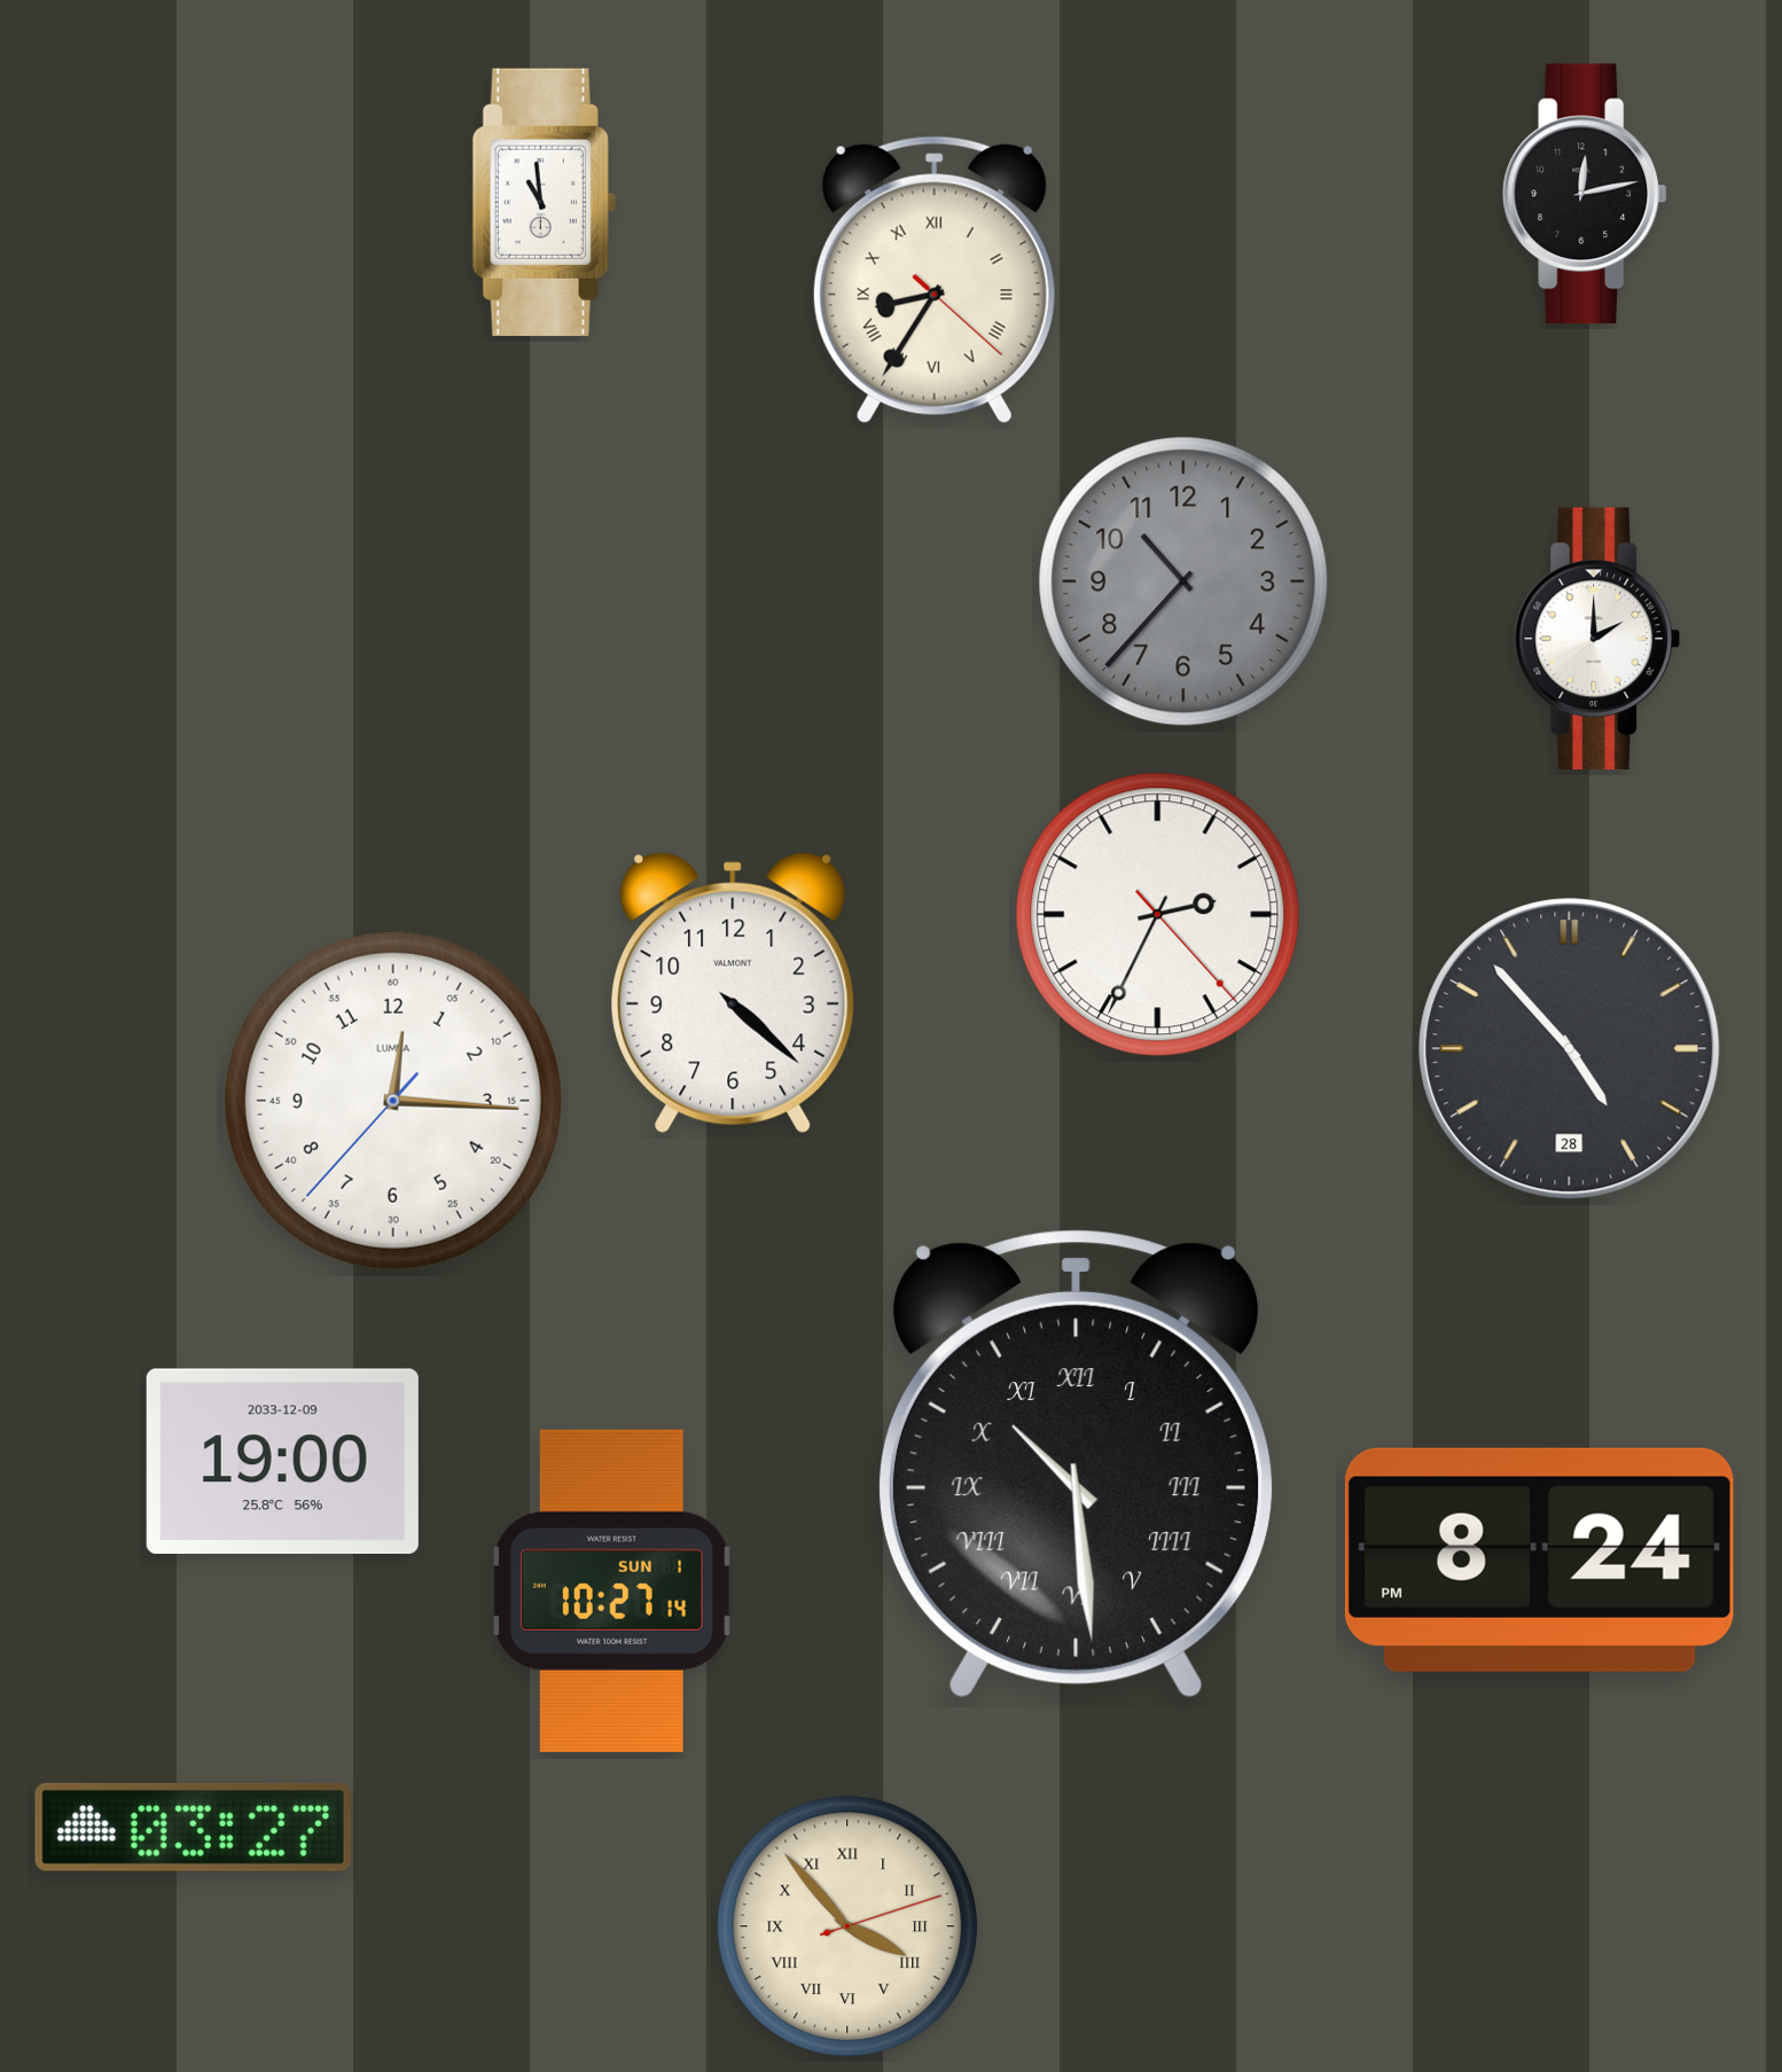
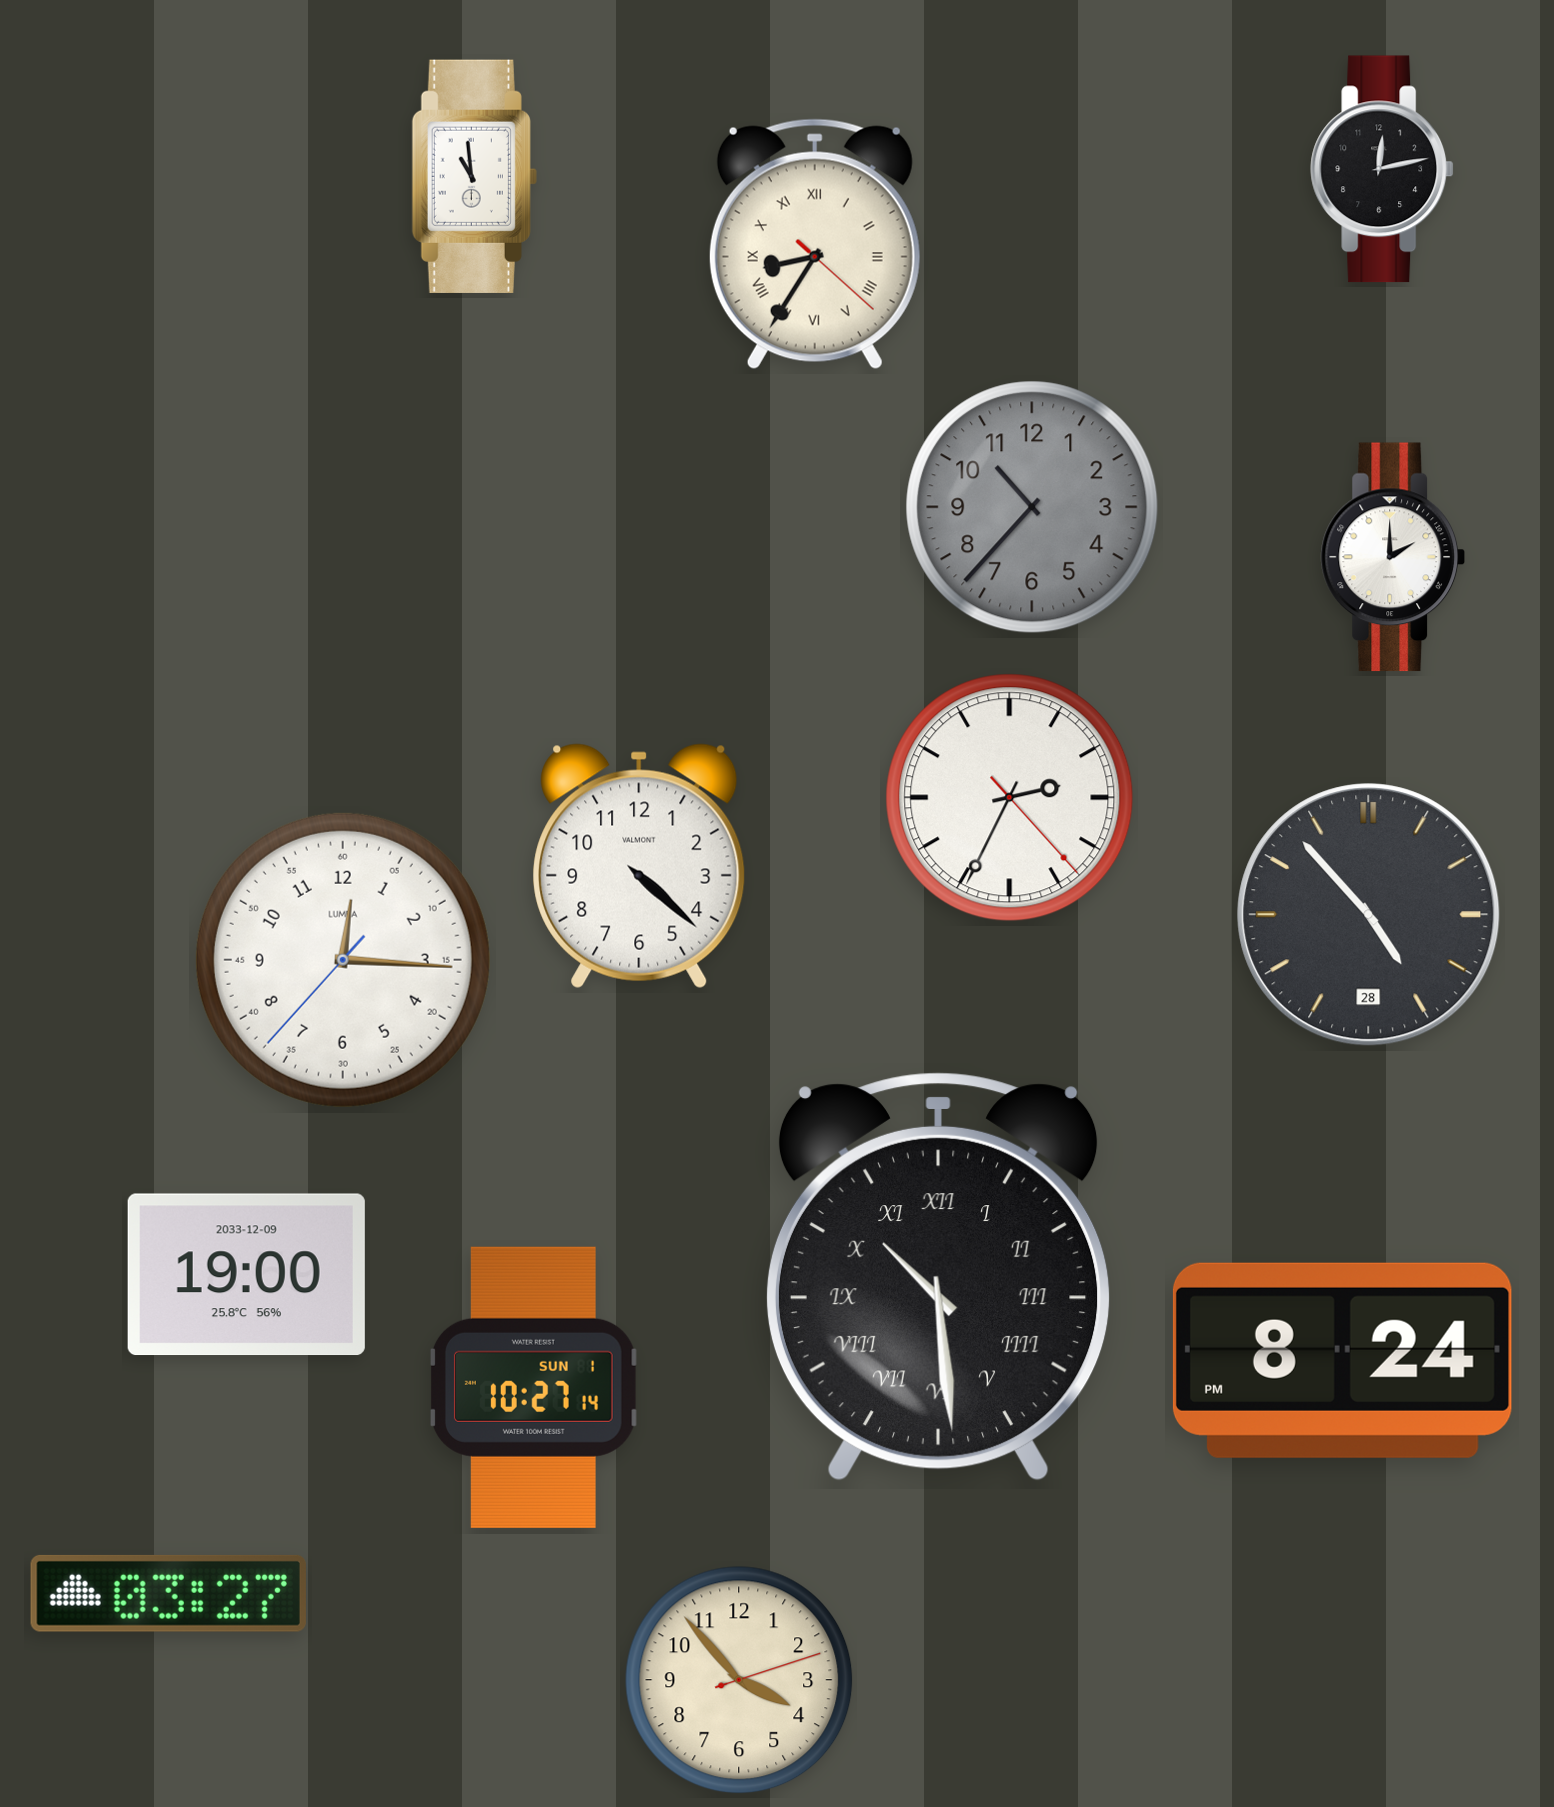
clock at (847, 1926) numerals: Roman -> Arabic
